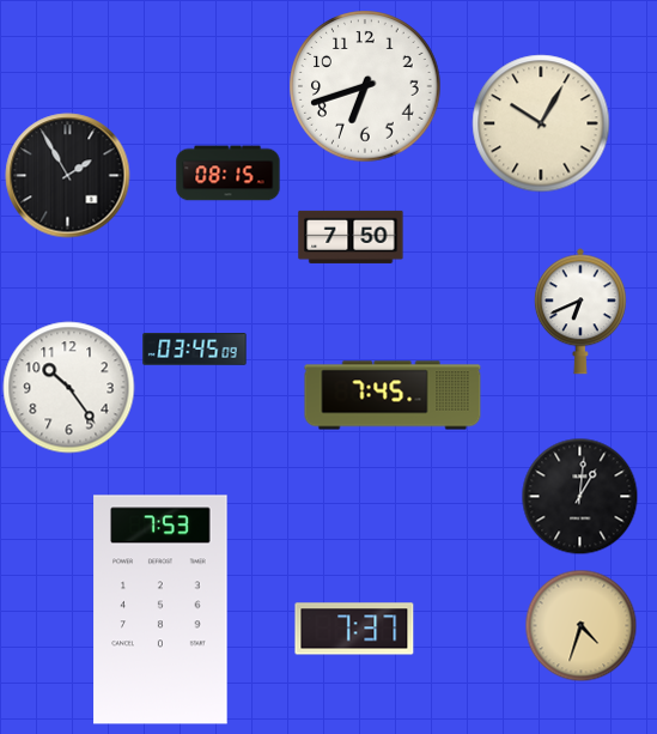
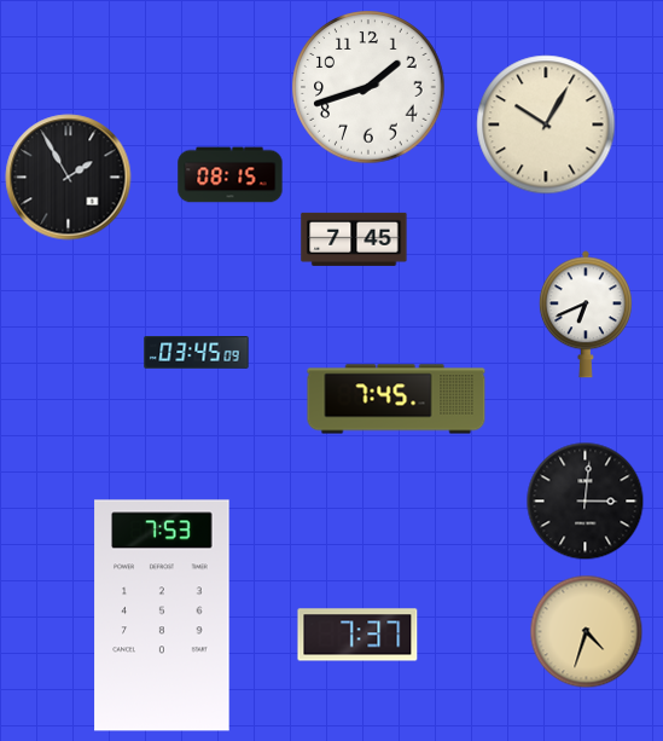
clock at (365, 86): 6:42 -> 1:42
clock at (351, 237): 7:50 -> 7:45
clock at (69, 388): 10:24 -> none
clock at (579, 496): 1:01 -> 3:01
